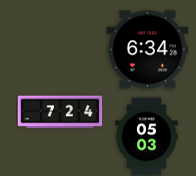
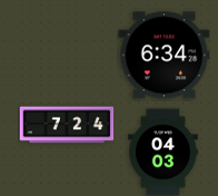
clock at (147, 136): 05:03 -> 04:03
